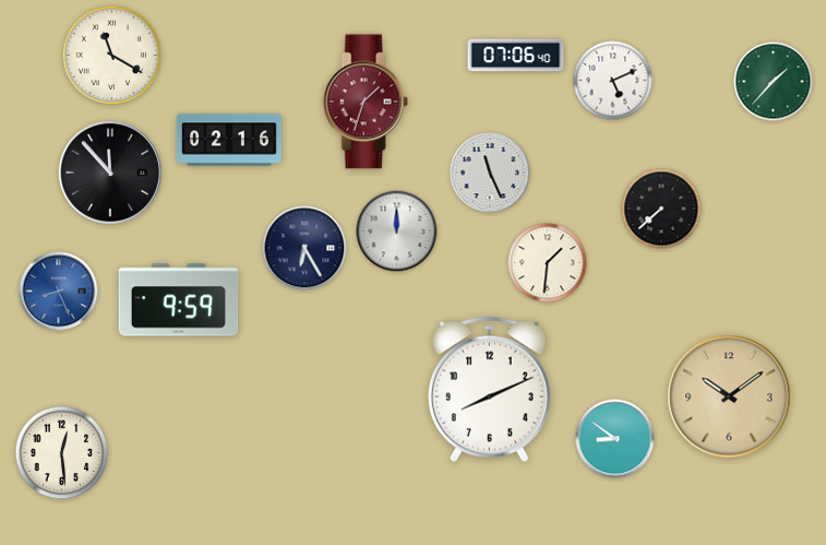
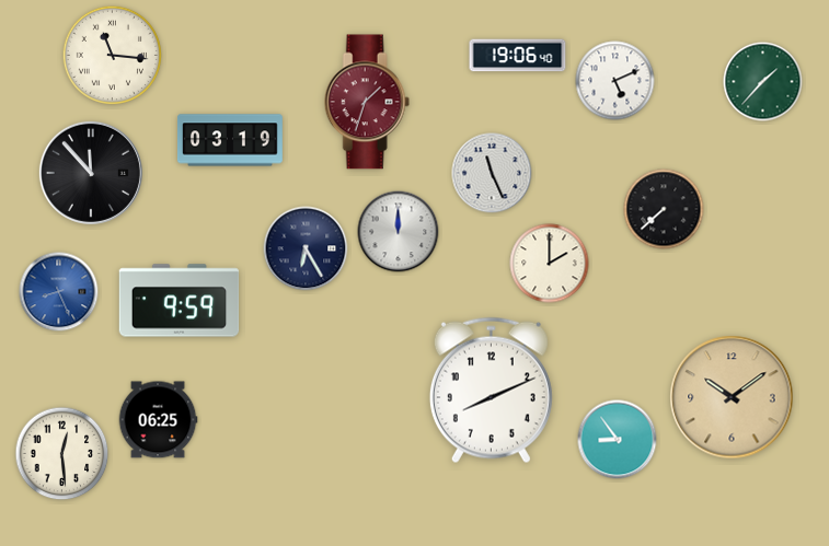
clock at (111, 55): 11:20 -> 11:16
clock at (516, 56): 07:06 -> 19:06
clock at (774, 82) position: (774, 82) -> (763, 82)
clock at (230, 140): 02:16 -> 03:19
clock at (110, 173) position: (110, 173) -> (91, 173)
clock at (548, 263): 1:31 -> 2:00
clock at (158, 420): none -> 06:25
clock at (615, 439): 8:51 -> 8:54
